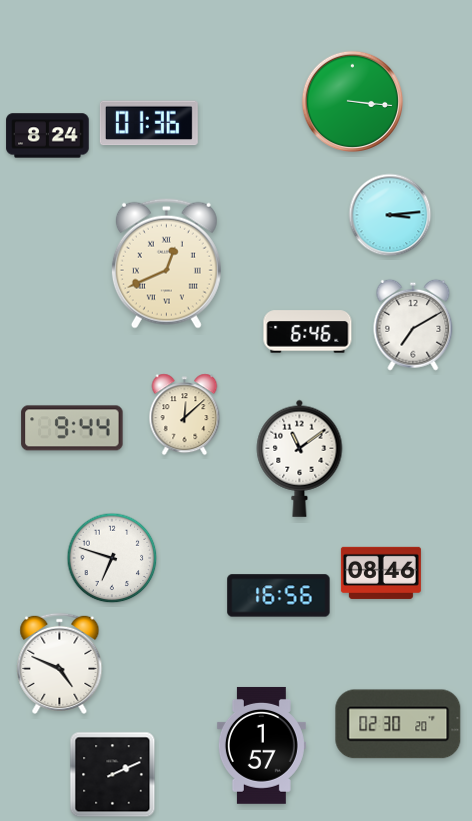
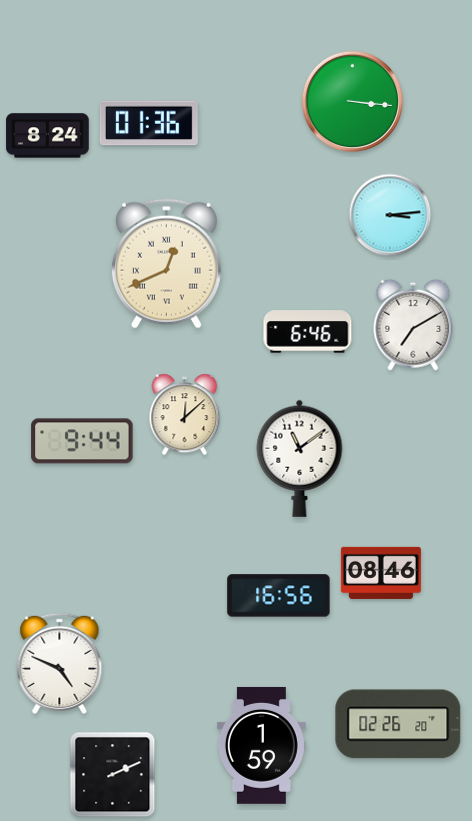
clock at (72, 428) position: (72, 428) -> (82, 441)
clock at (112, 558): 6:48 -> none
clock at (398, 724): 02:30 -> 02:26
clock at (261, 745): 1:57 -> 1:59
